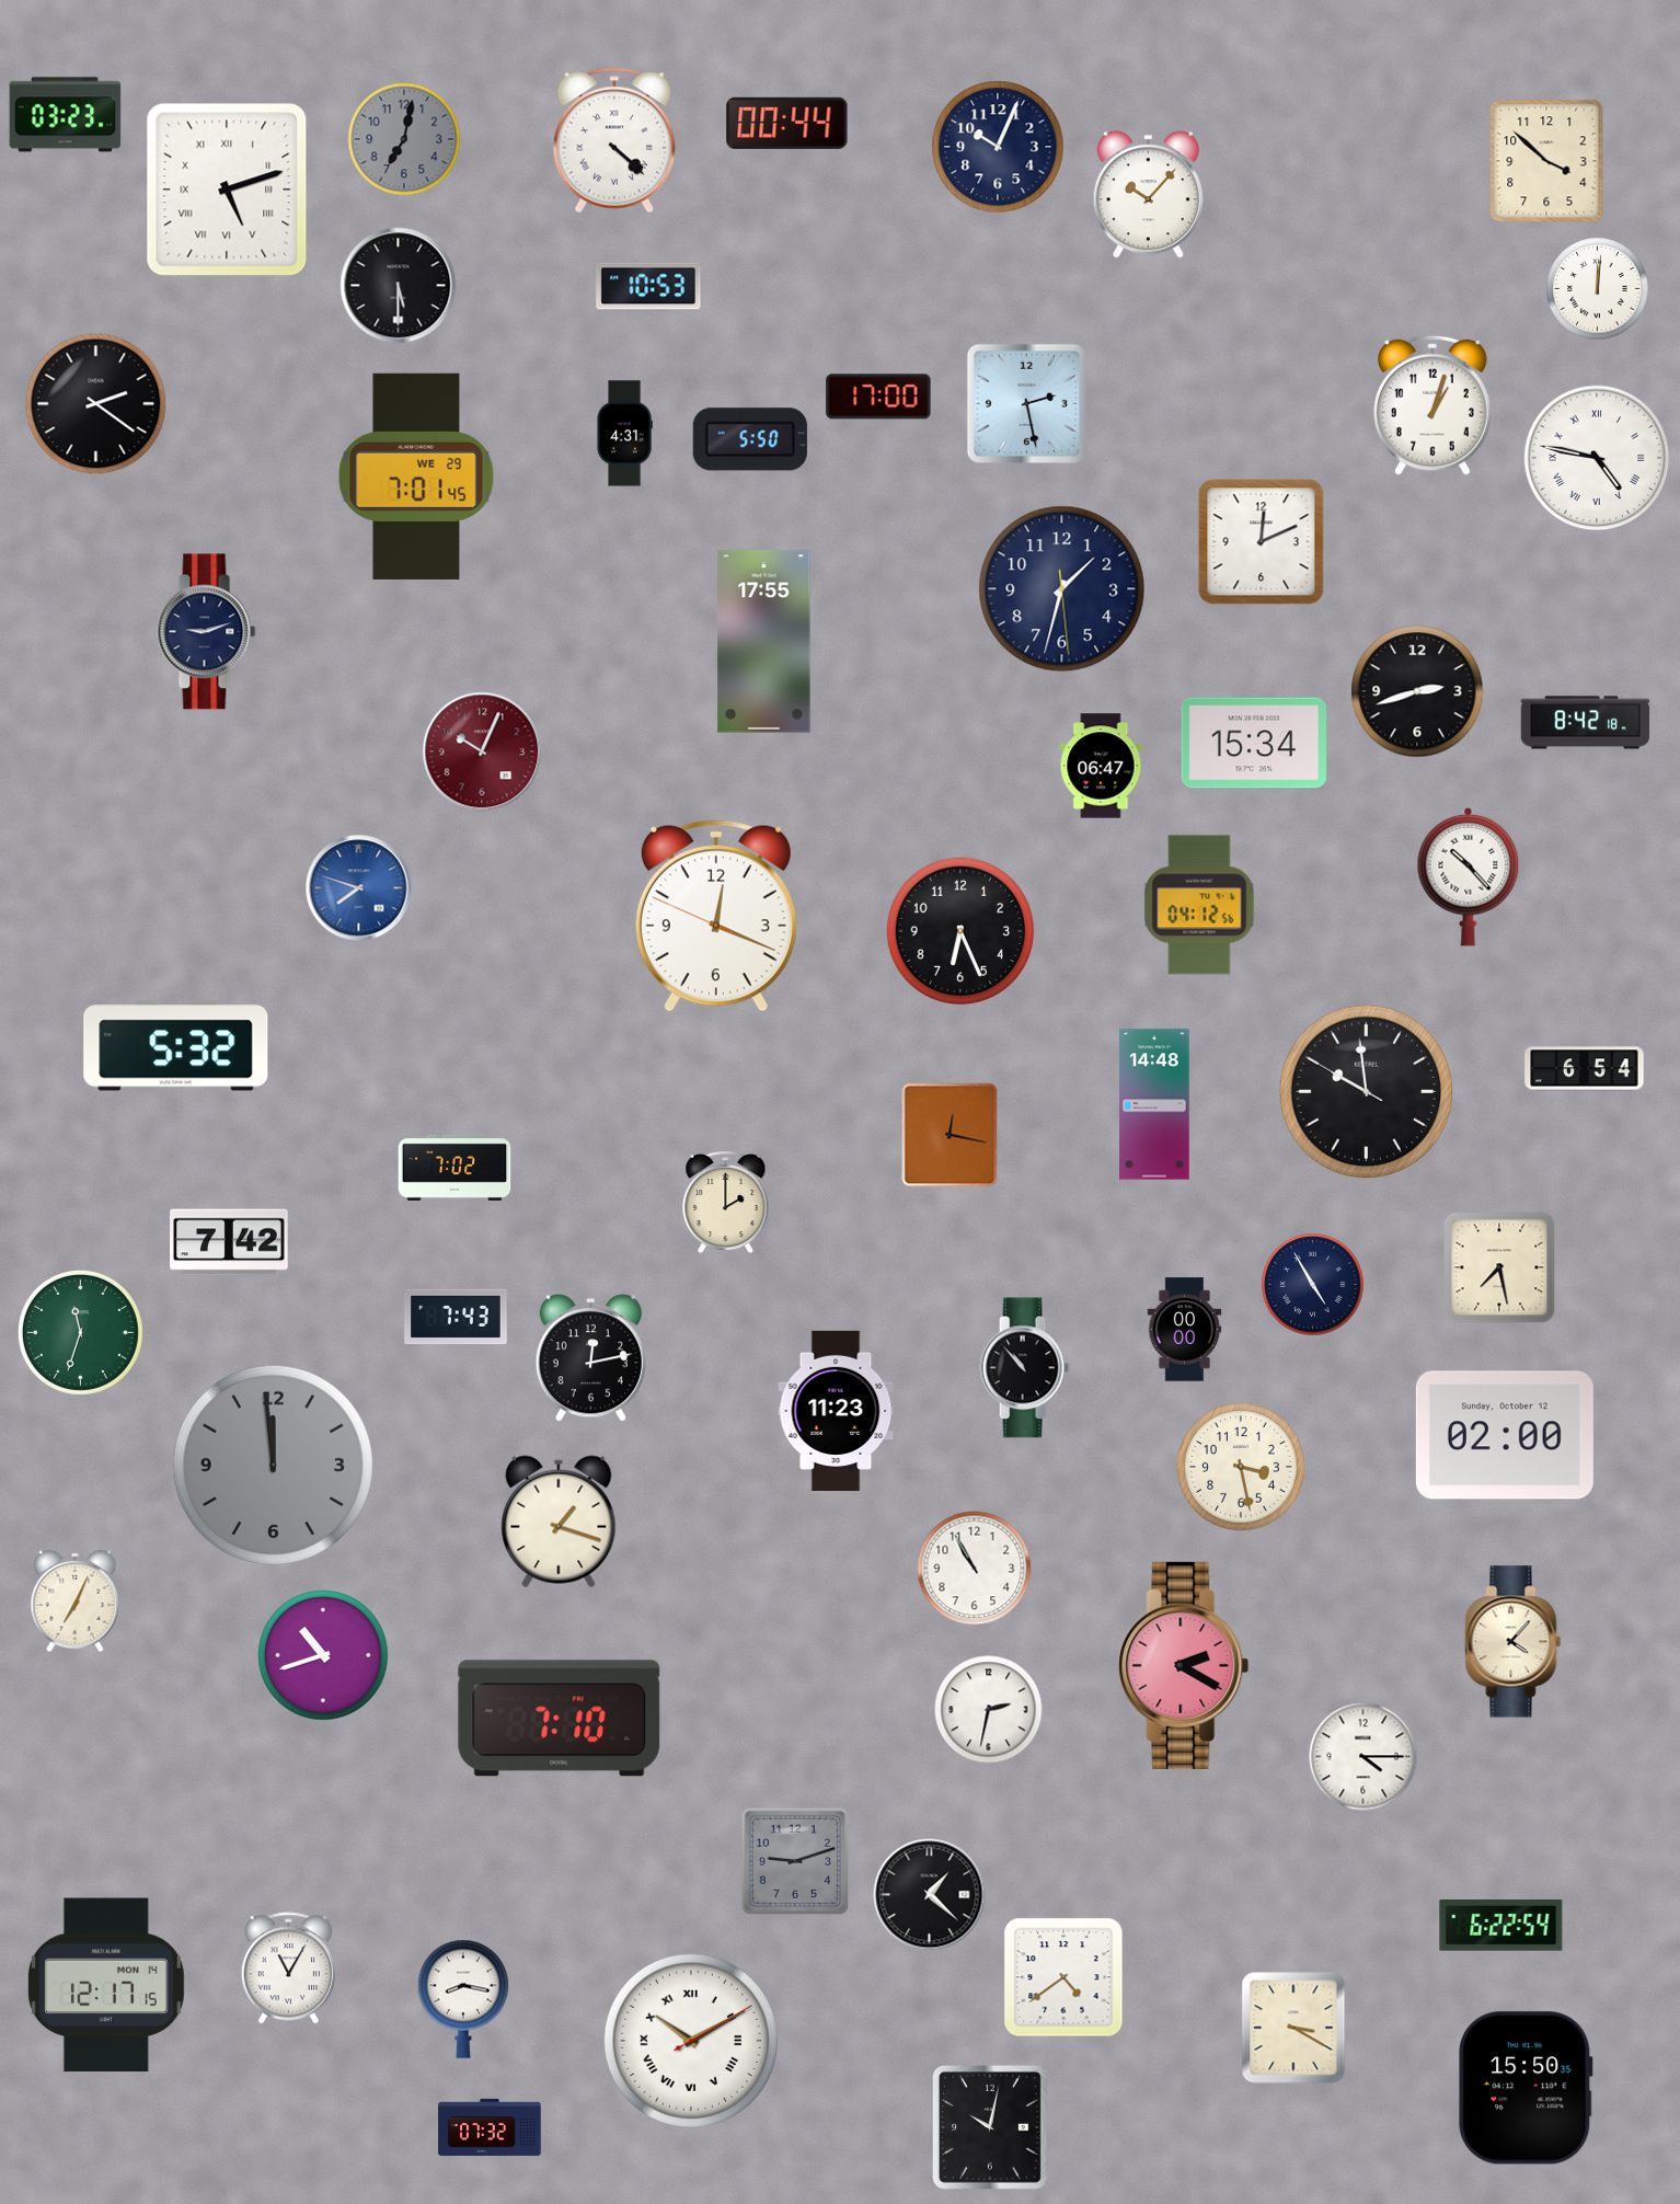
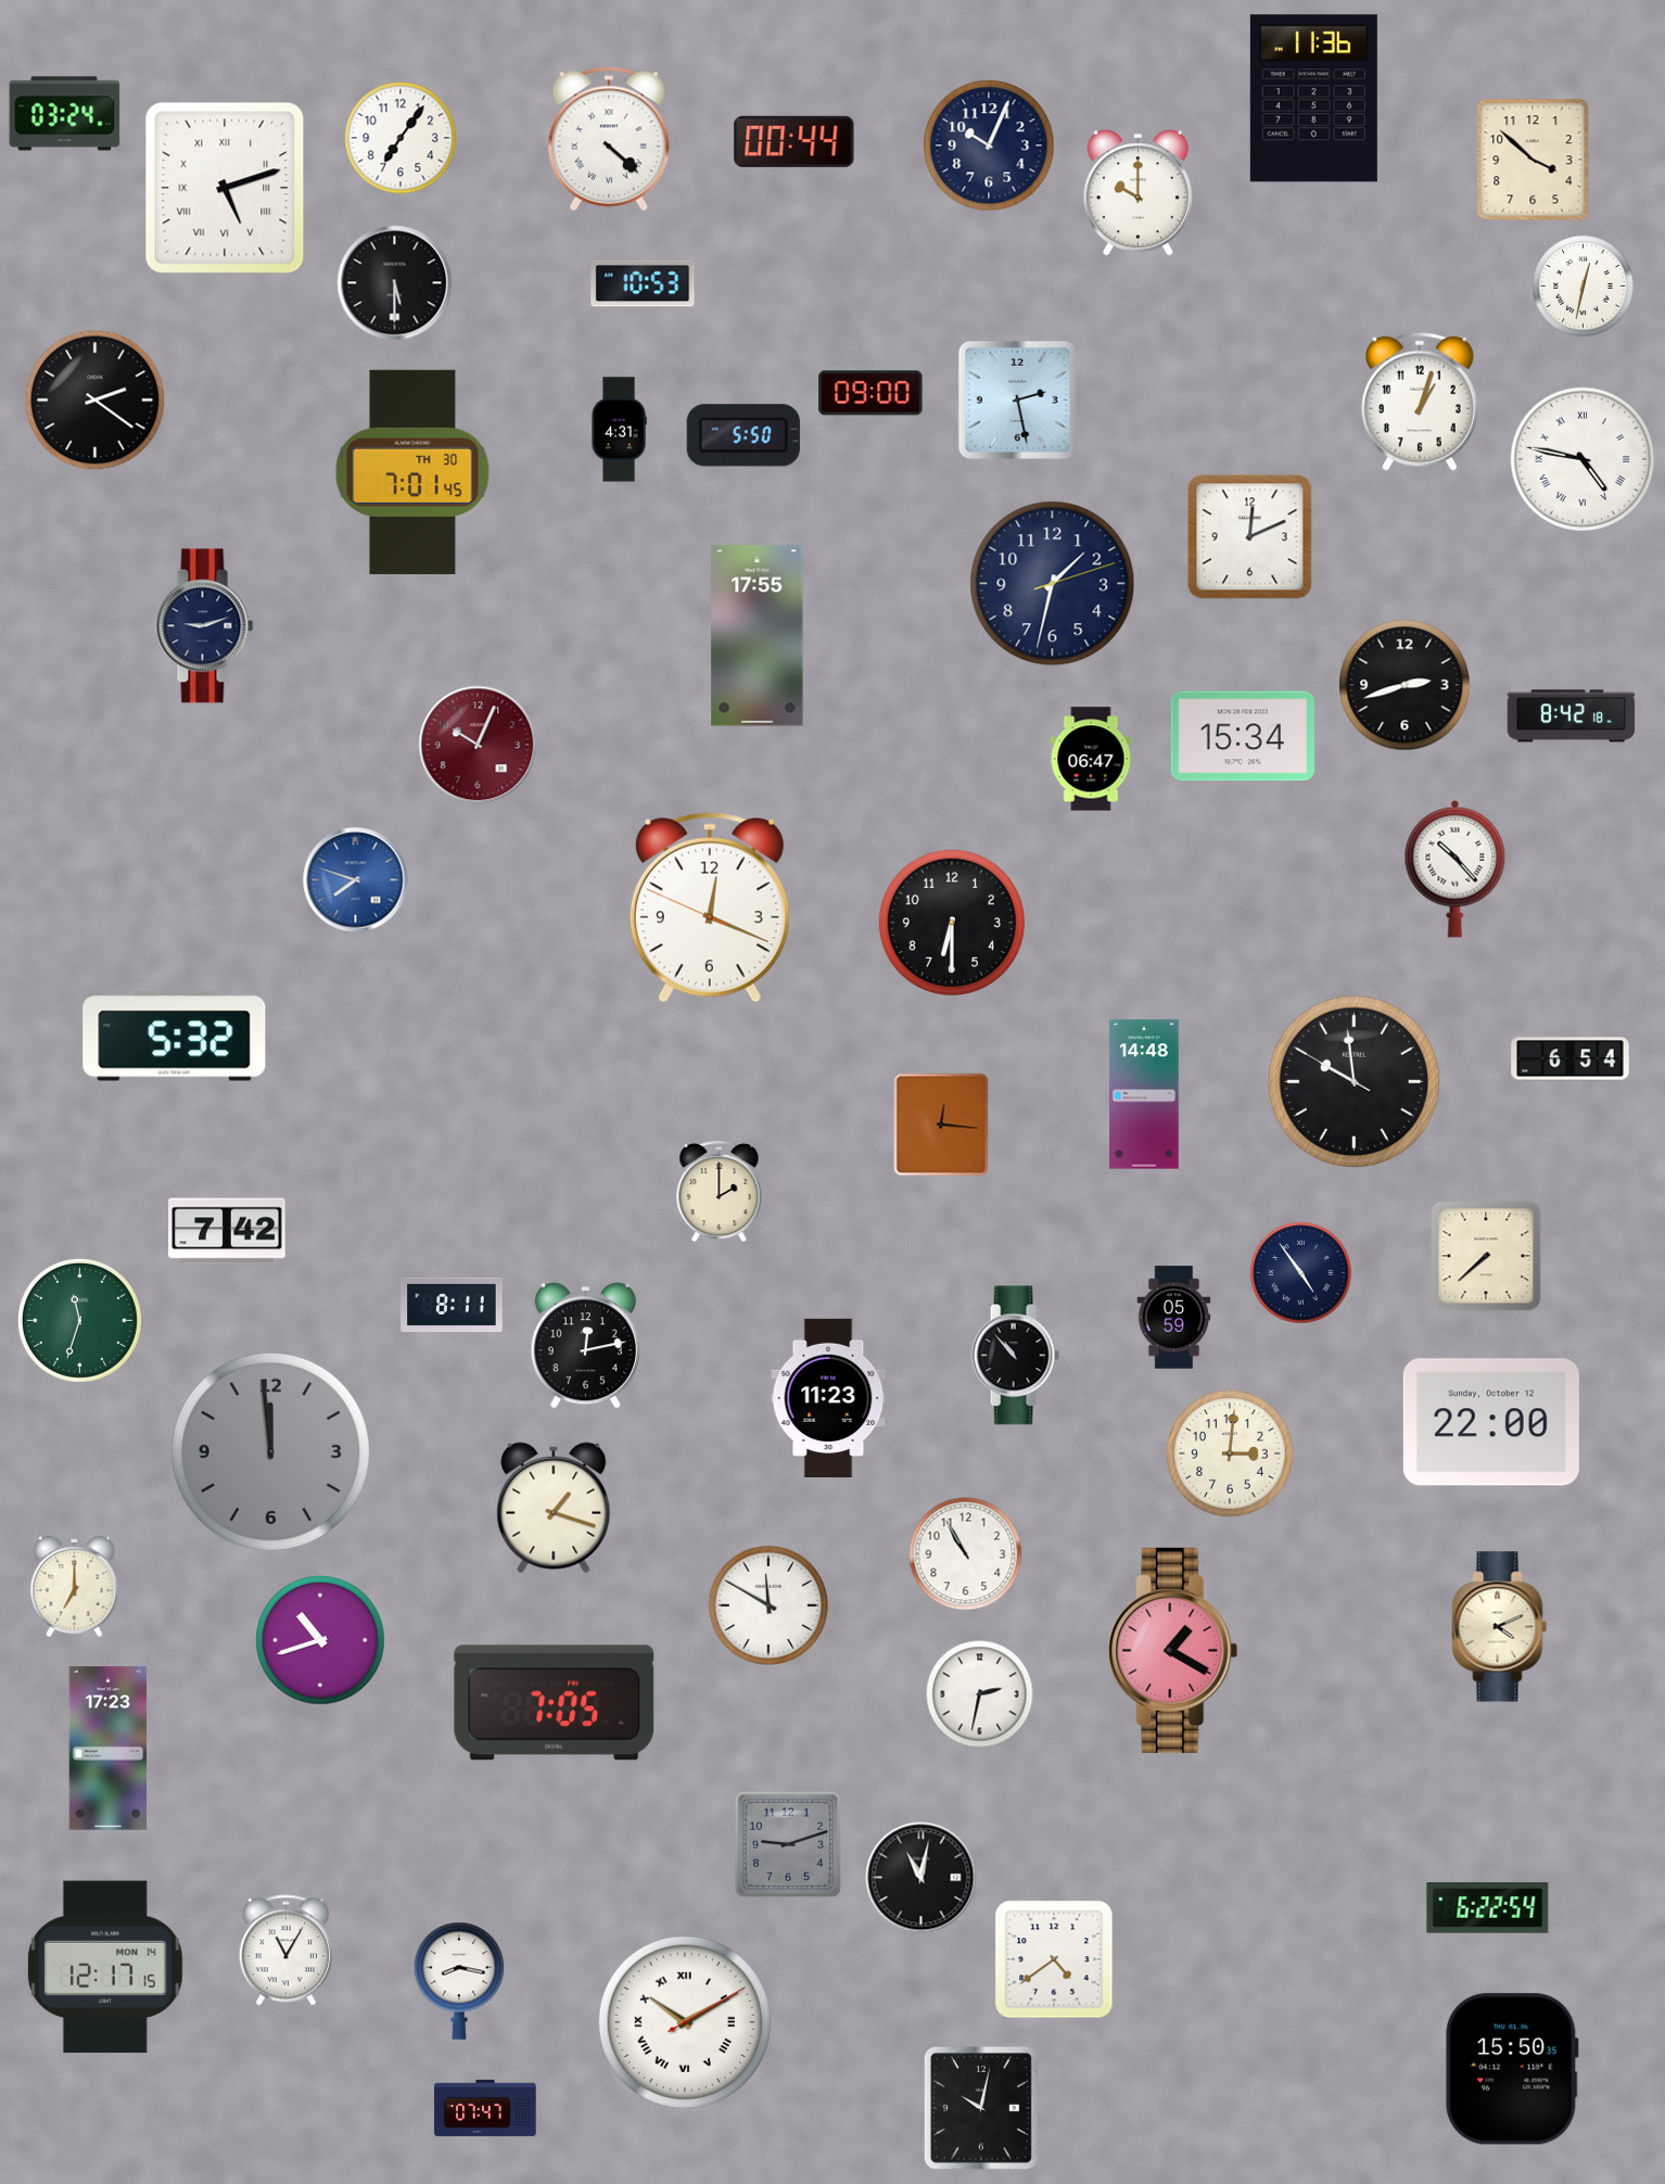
clock at (1313, 99): none -> 11:36
clock at (66, 115): 03:23 -> 03:24
clock at (787, 123) position: (787, 123) -> (795, 141)
clock at (404, 139): 7:02 -> 7:06
clock at (404, 139) dial: grey -> white
clock at (1148, 195): 10:07 -> 10:00
clock at (1598, 289): 12:01 -> 12:32
clock at (878, 397): 17:00 -> 09:00
clock at (1597, 458) position: (1597, 458) -> (1583, 459)
clock at (416, 477) date: WE 29 -> TH 30
clock at (1062, 589): 1:32:29 -> 1:32:12
clock at (1199, 905): 04:12 -> none
clock at (959, 930): 6:26 -> 6:30
clock at (950, 1135): 12:17 -> 12:16
clock at (454, 1168): 7:02 -> none
clock at (1499, 1267): 7:28 -> 7:38
clock at (1313, 1285): 4:55 -> 4:54
clock at (456, 1317): 7:43 -> 8:11
clock at (1185, 1330): 00:00 -> 05:59
clock at (1505, 1435): 02:00 -> 22:00
clock at (1241, 1467): 3:28 -> 3:01
clock at (76, 1602): 7:04 -> 7:00
clock at (767, 1604): none -> 11:50
clock at (1514, 1642): 4:07 -> 4:11
clock at (1184, 1665): 2:20 -> 1:20
clock at (560, 1719): 7:10 -> 7:05
clock at (1363, 1757): 4:15 -> none
clock at (109, 1749): none -> 17:23
clock at (930, 1895): 1:22 -> 11:02
clock at (1293, 2028): 3:20 -> none
clock at (490, 2127): 07:32 -> 07:47
